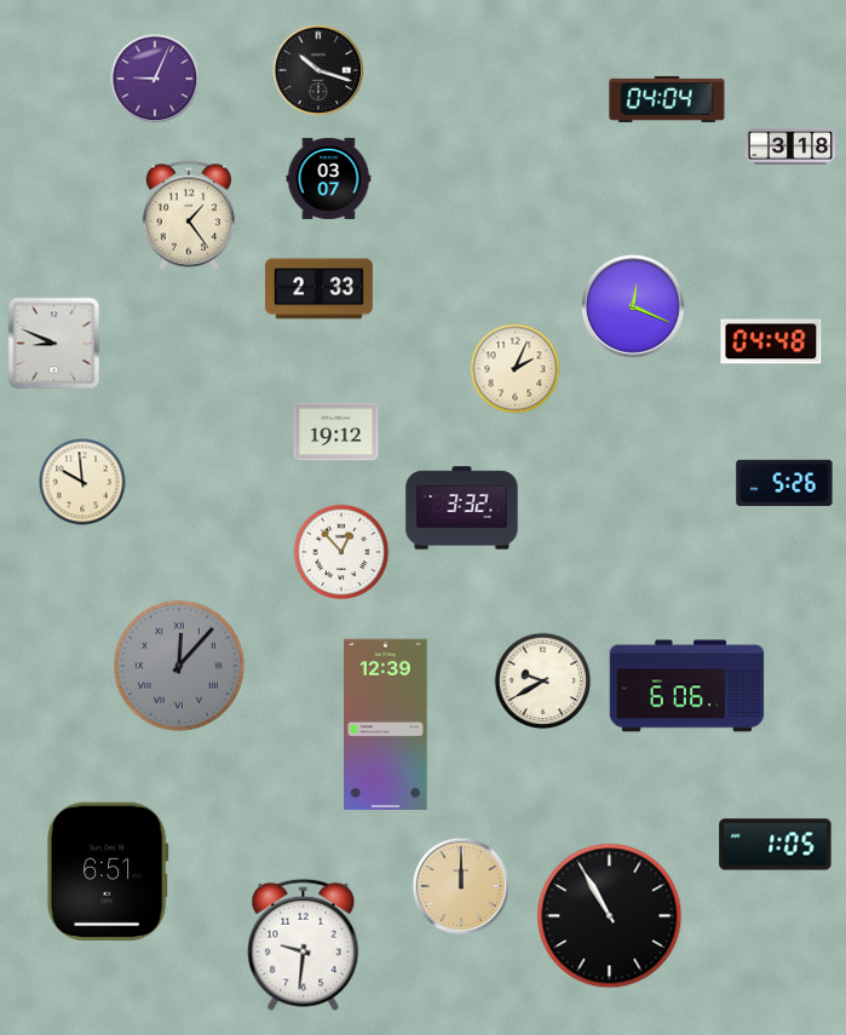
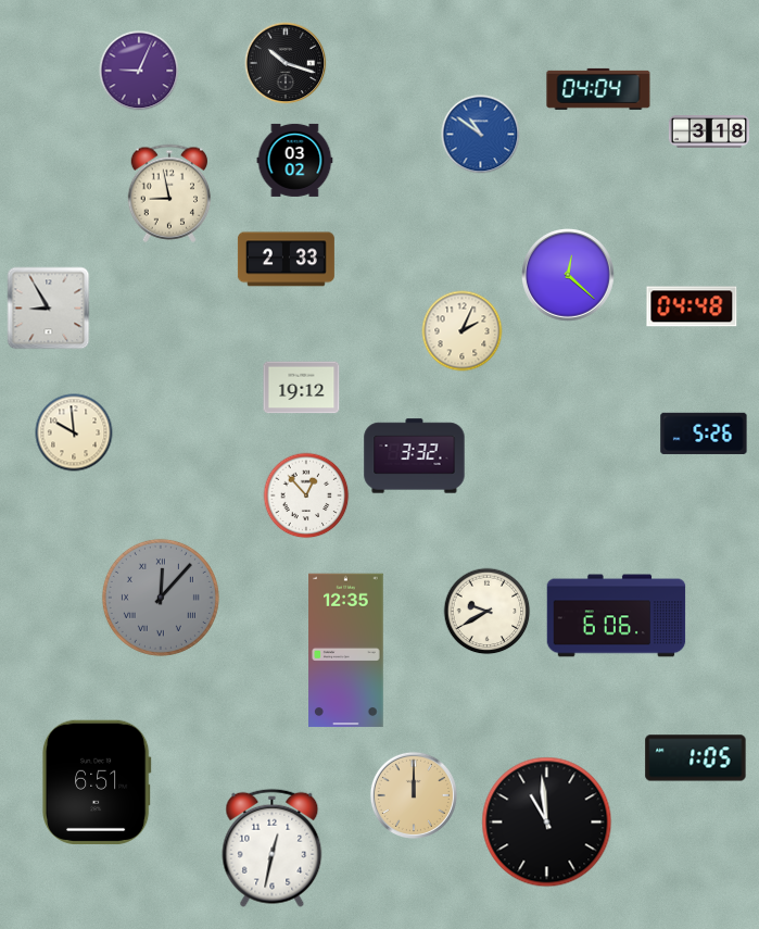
clock at (481, 135): none -> 10:51
clock at (329, 178): 03:07 -> 03:02
clock at (189, 215): 1:24 -> 8:58
clock at (633, 307): 12:19 -> 12:22
clock at (54, 344): 8:49 -> 8:55
clock at (386, 725): 12:39 -> 12:35
clock at (610, 916): 10:55 -> 10:59
clock at (304, 944): 9:31 -> 12:32
